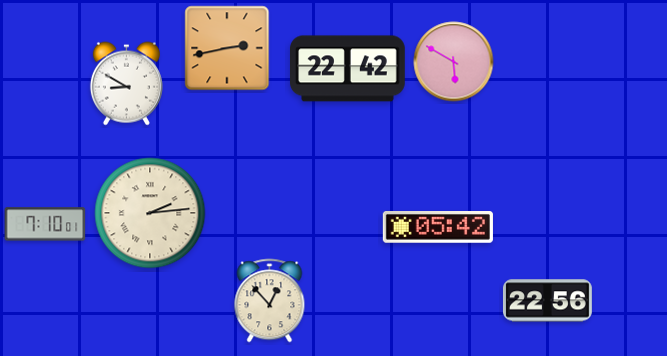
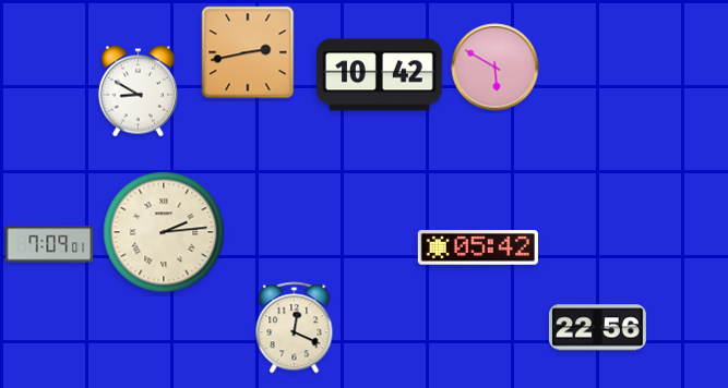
clock at (348, 69): 22:42 -> 10:42
clock at (45, 224): 7:10 -> 7:09
clock at (270, 301): 12:53 -> 12:19
